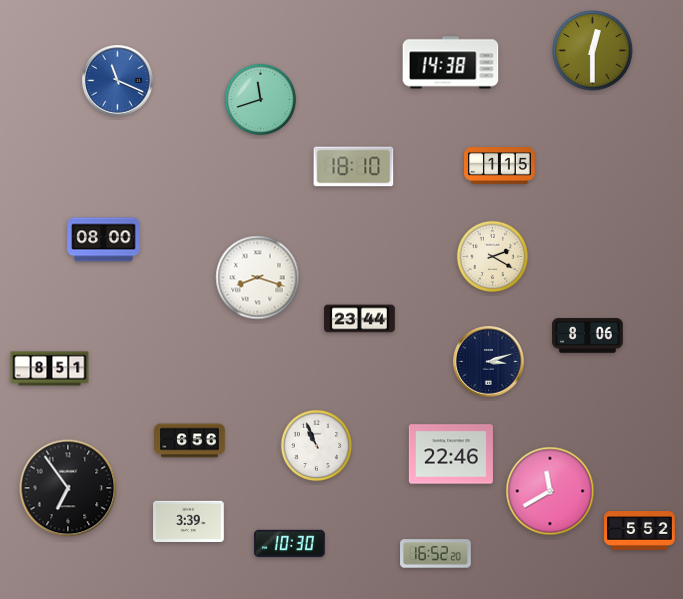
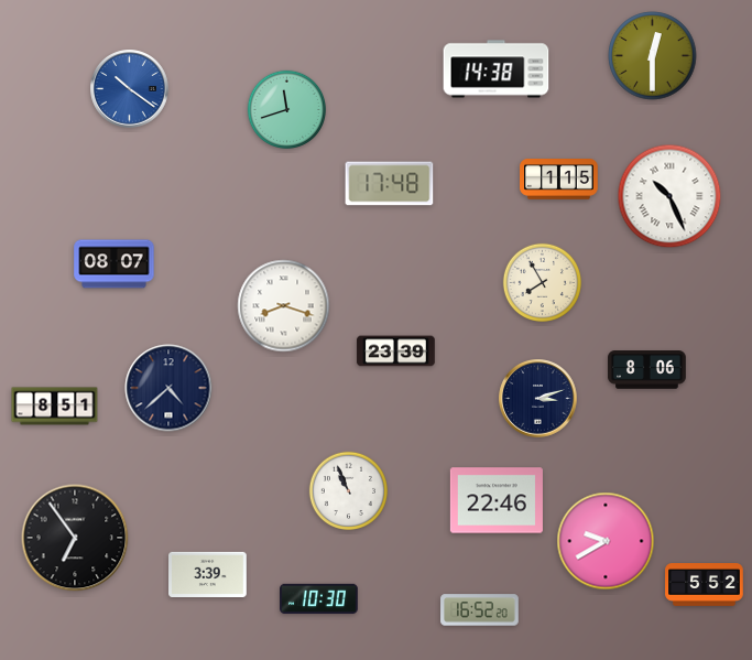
clock at (118, 81): 11:19 -> 10:21
clock at (500, 166) position: (500, 166) -> (559, 180)
clock at (354, 167): 18:10 -> 17:48
clock at (669, 196): none -> 10:26
clock at (104, 240): 08:00 -> 08:07
clock at (493, 257): 2:20 -> 7:55
clock at (360, 319): 23:44 -> 23:39
clock at (168, 388): none -> 4:38
clock at (190, 441): 6:56 -> none
clock at (550, 491): 11:40 -> 9:40
